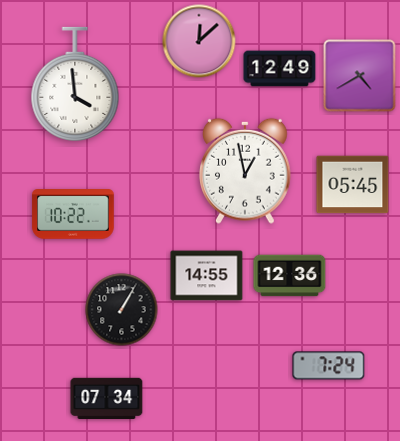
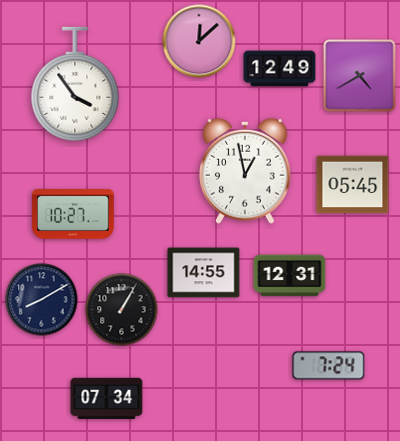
clock at (75, 83): 3:59 -> 3:54
clock at (73, 214): 10:22 -> 10:27
clock at (207, 276) position: (207, 276) -> (204, 273)
clock at (290, 276): 12:36 -> 12:31
clock at (42, 300): none -> 8:10
